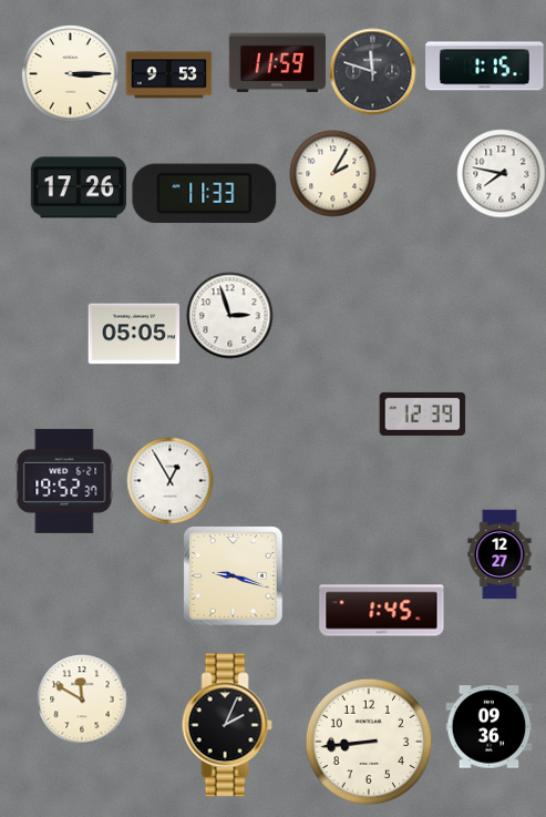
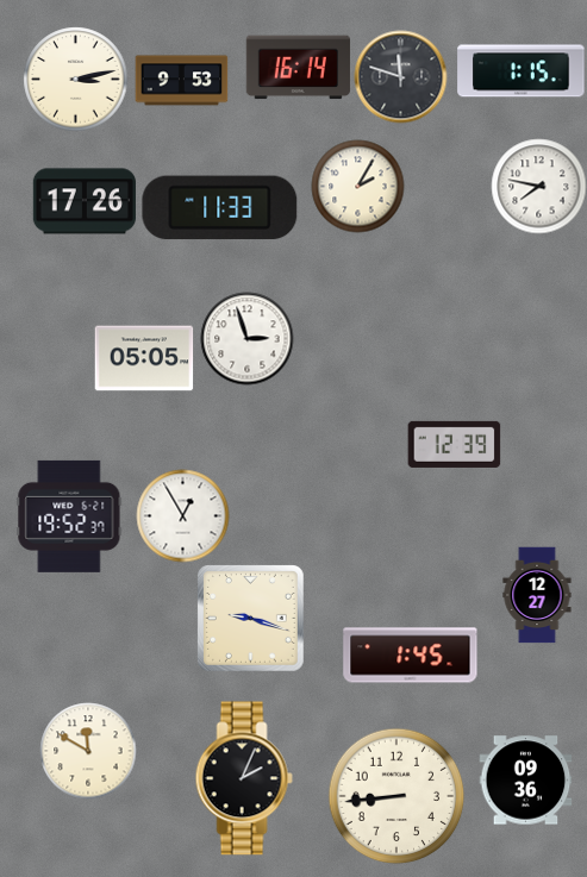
clock at (277, 63): 11:59 -> 16:14
clock at (70, 73): 3:15 -> 3:13
